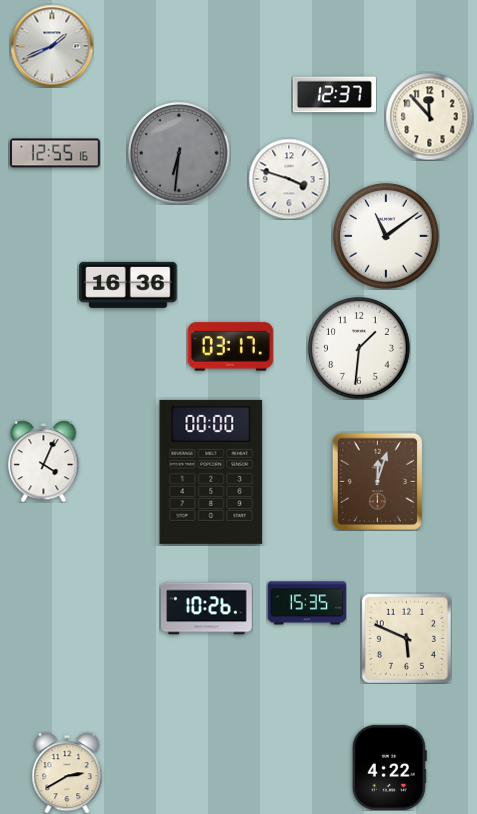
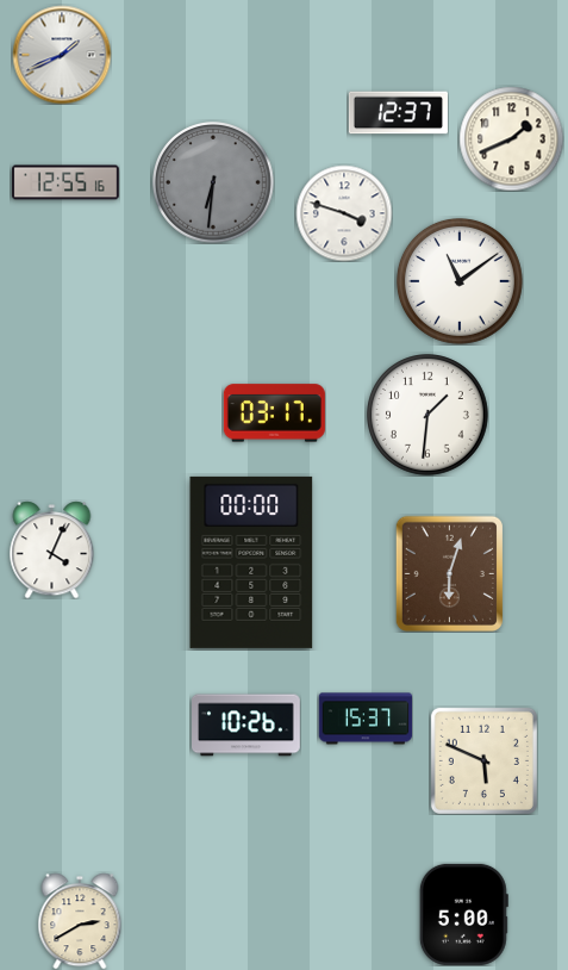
clock at (429, 116): 11:53 -> 1:41
clock at (128, 285): 16:36 -> none
clock at (377, 481): 12:03 -> 6:03
clock at (307, 603): 15:35 -> 15:37
clock at (389, 767): 4:22 -> 5:00
